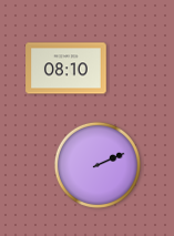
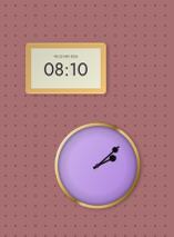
clock at (98, 165): 2:11 -> 2:08
